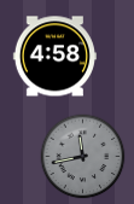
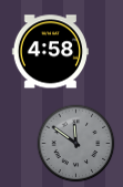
clock at (83, 157): 11:43 -> 11:51
